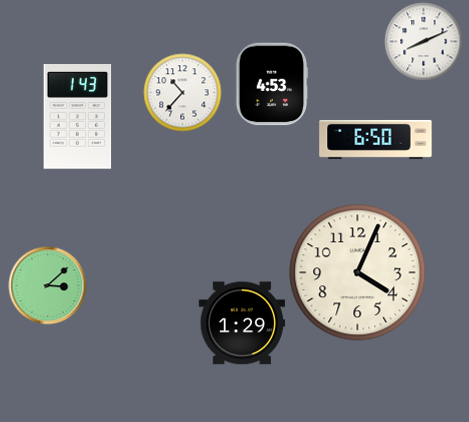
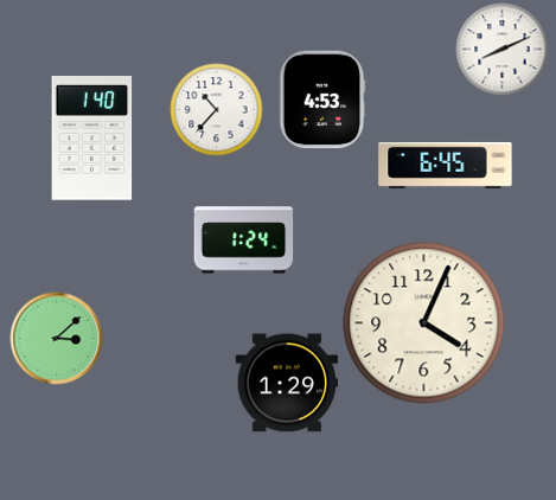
clock at (78, 117): 1:43 -> 1:40
clock at (376, 139): 6:50 -> 6:45
clock at (243, 241): none -> 1:24
